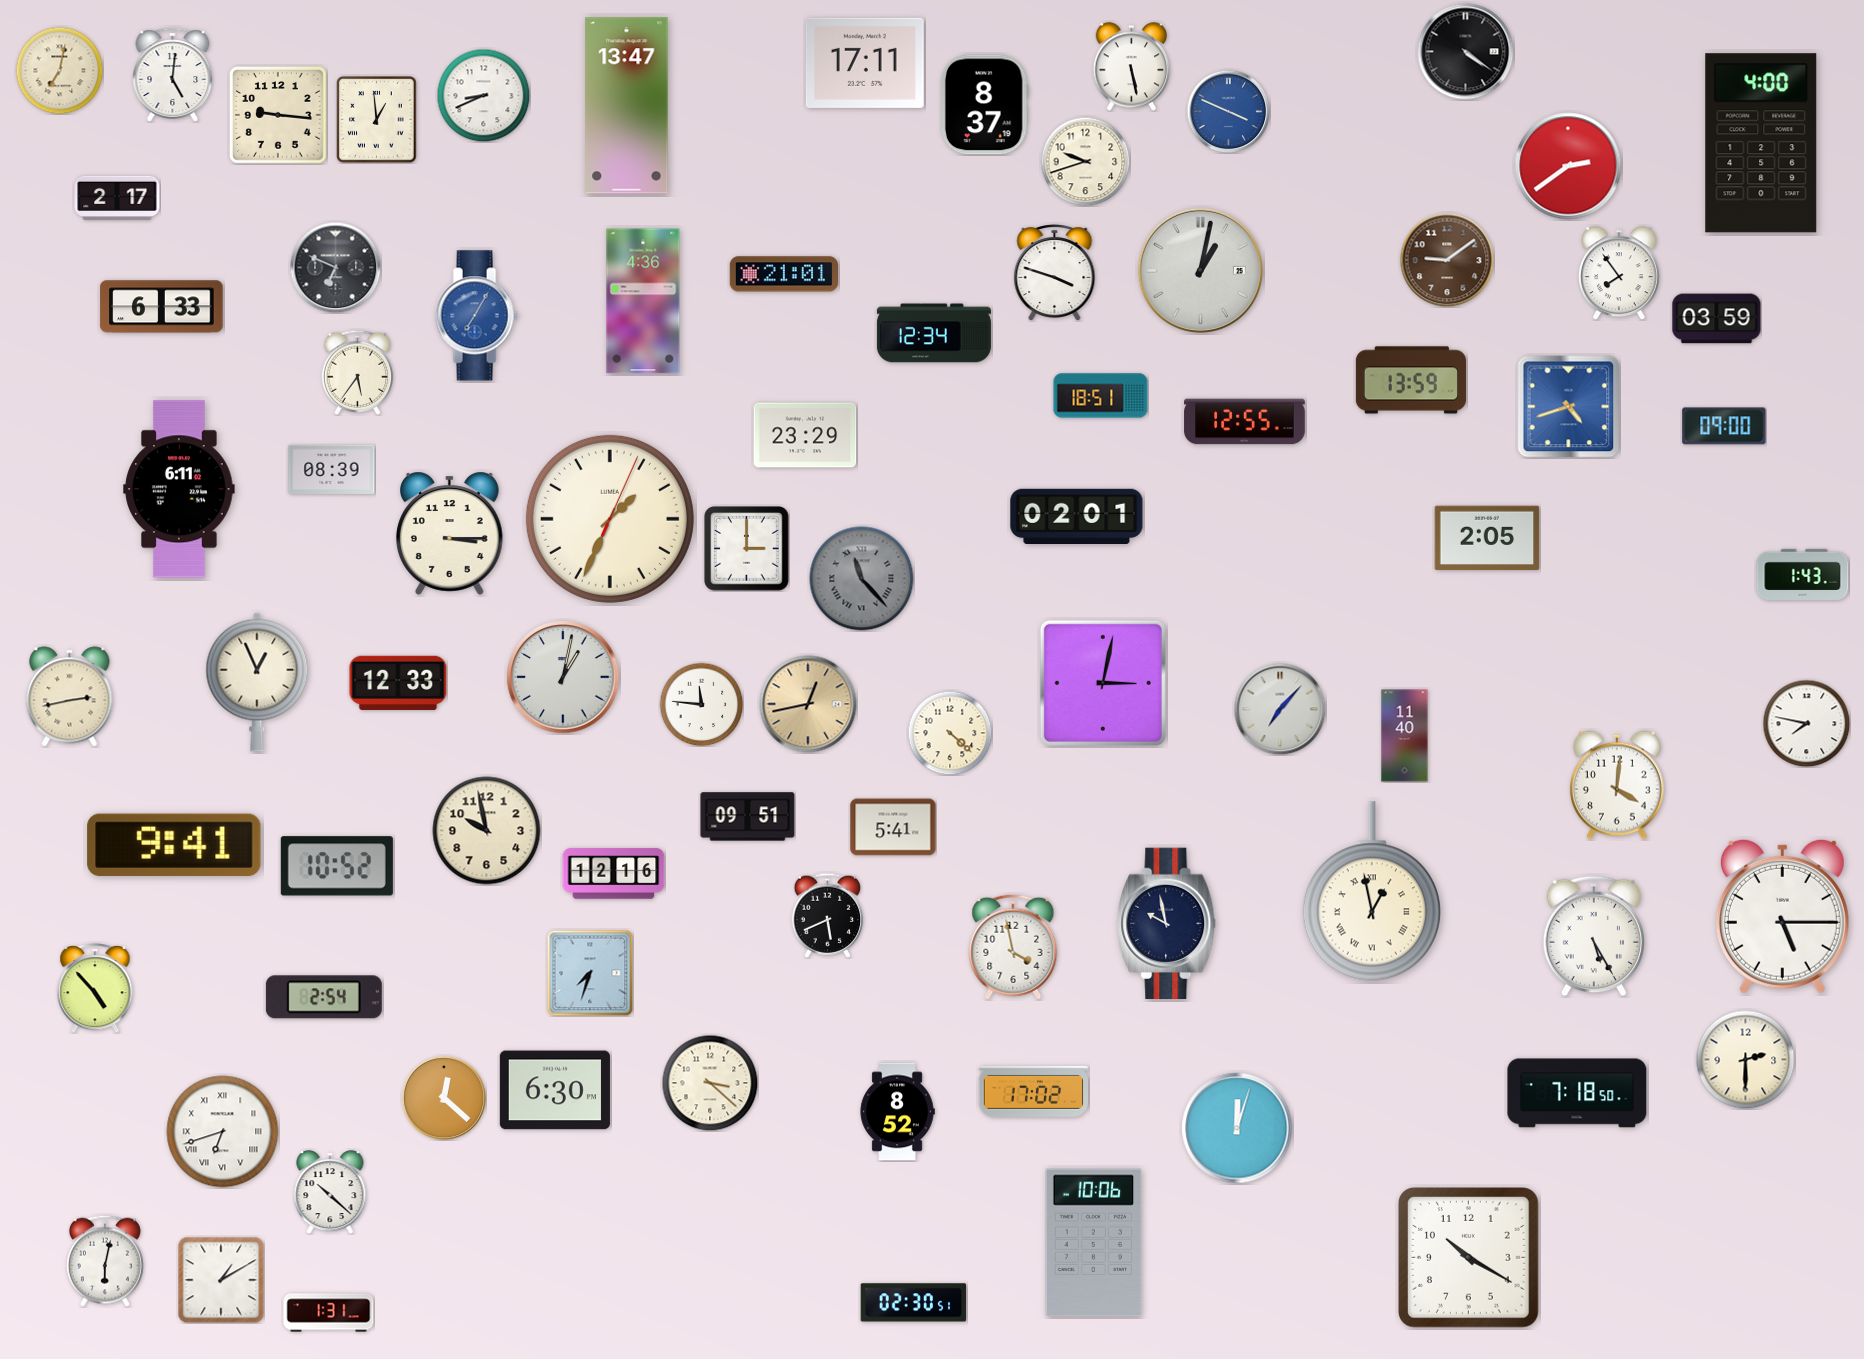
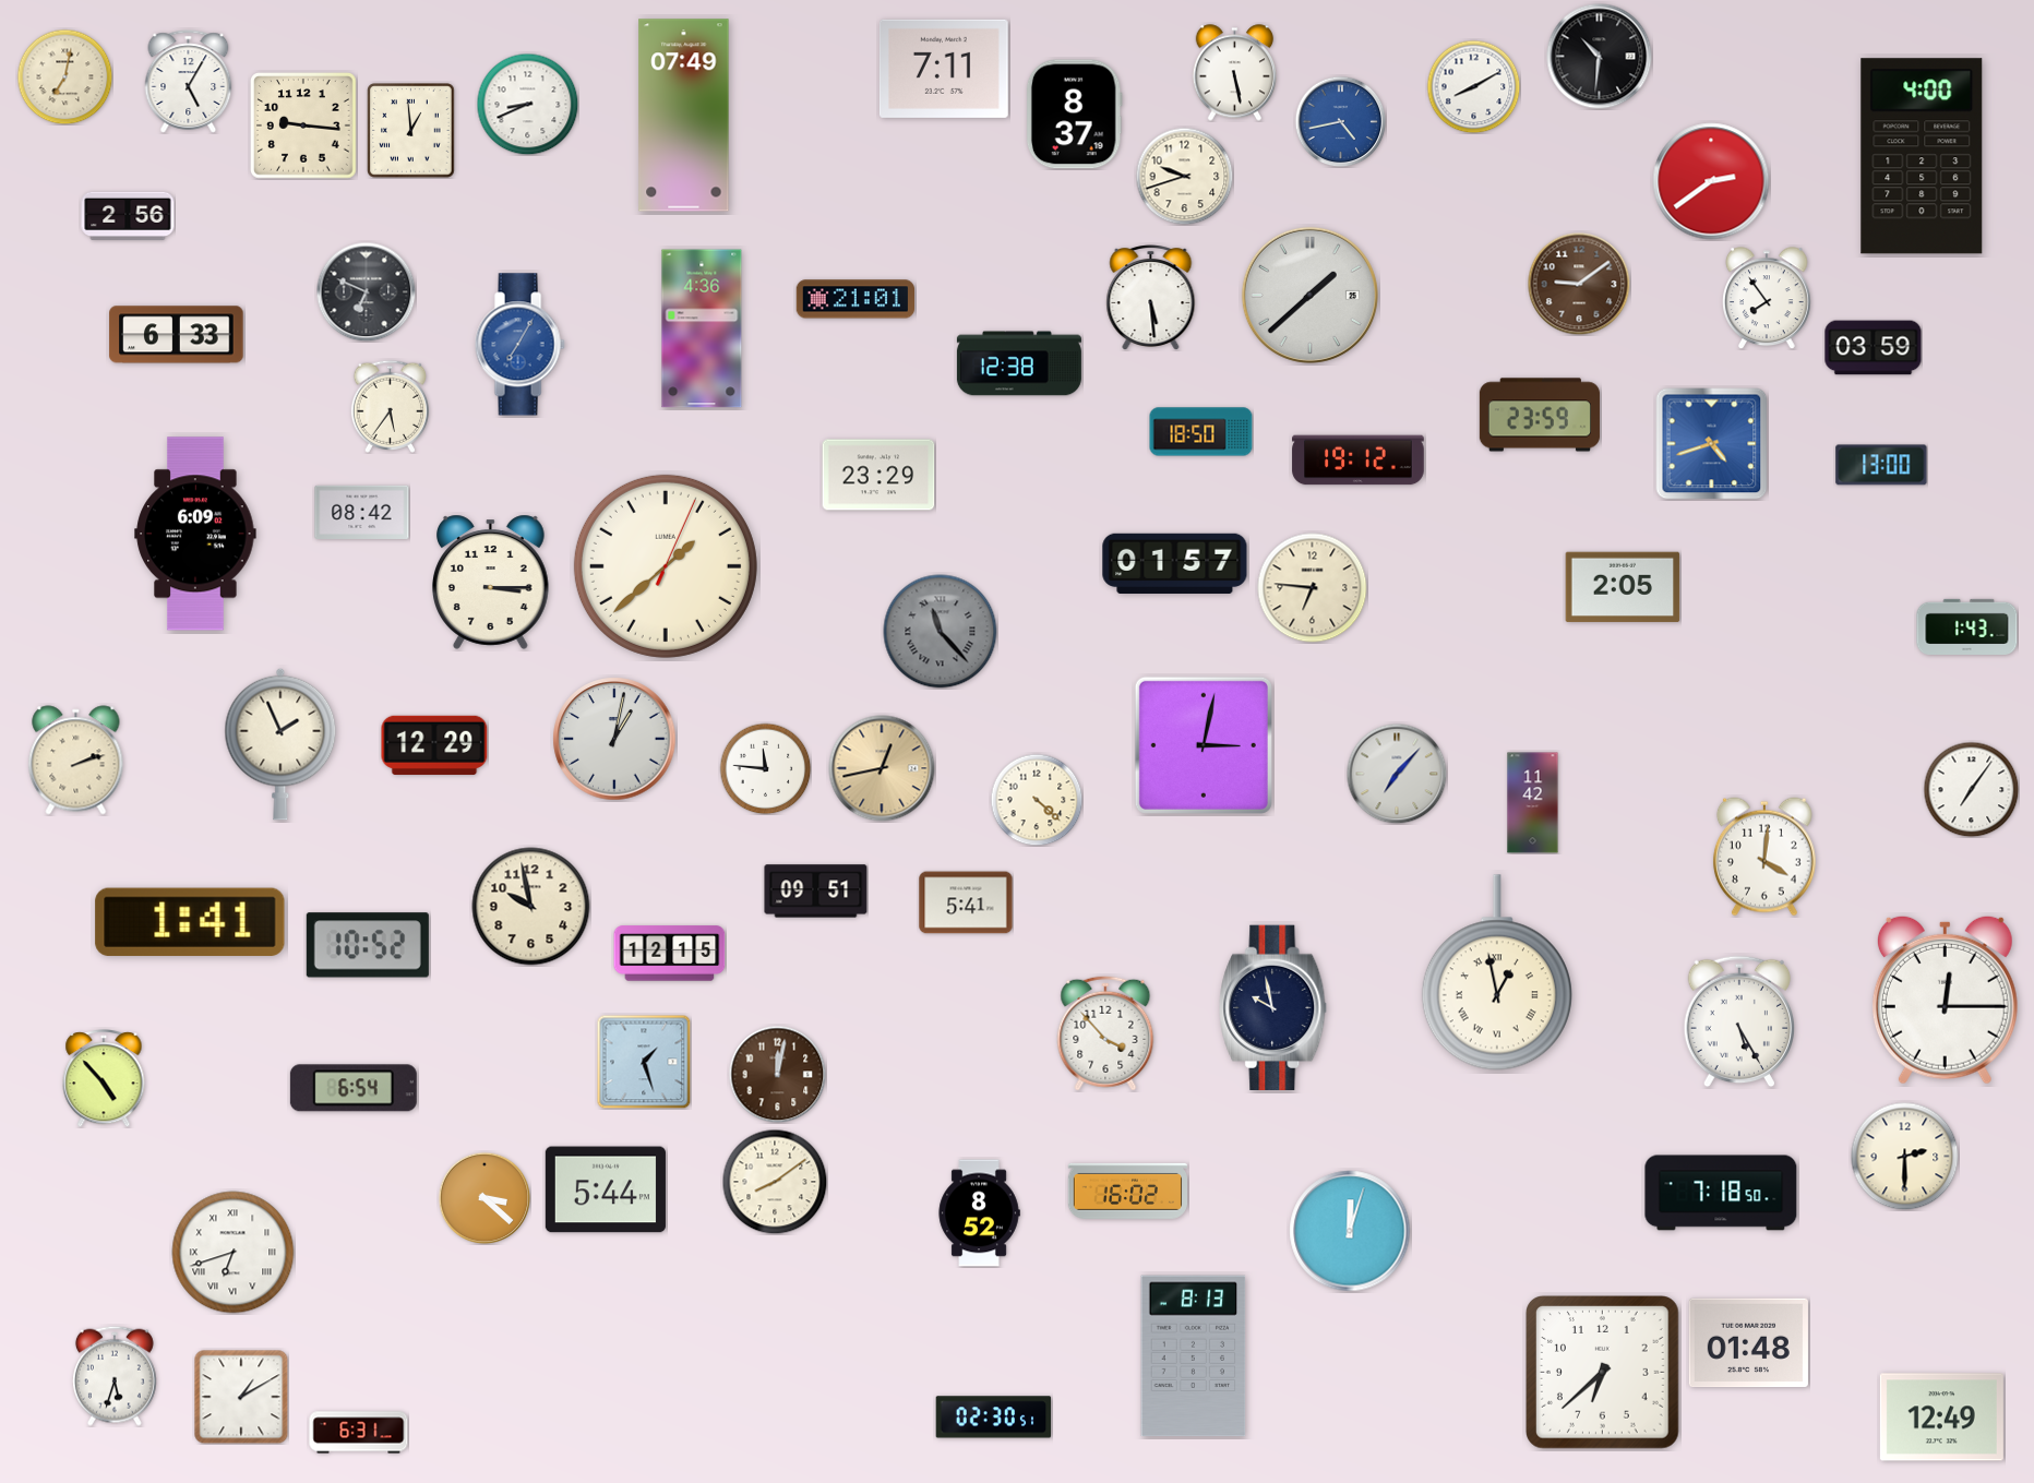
clock at (1466, 52): 4:21 -> 10:31
clock at (865, 63): 17:11 -> 7:11
clock at (173, 75): 5:01 -> 5:05
clock at (1473, 86): none -> 8:10
clock at (627, 106): 13:47 -> 07:49
clock at (1228, 111): 3:49 -> 4:43
clock at (117, 198): 2:17 -> 2:56
clock at (1200, 270): 1:02 -> 1:38
clock at (1055, 273): 3:48 -> 5:29
clock at (934, 333): 12:34 -> 12:38
clock at (1411, 380): 13:59 -> 23:59
clock at (1101, 396): 18:51 -> 18:50
clock at (1245, 422): 12:55 -> 19:12
clock at (1724, 426): 09:00 -> 13:00
clock at (332, 469): 08:39 -> 08:42
clock at (179, 489): 6:11 -> 6:09
clock at (1077, 516): 02:01 -> 01:57
clock at (610, 519): 1:34 -> 1:38
clock at (1313, 588): none -> 6:46
clock at (747, 549): 3:00 -> none
clock at (257, 682): 12:56 -> 1:56
clock at (398, 683): 12:33 -> 12:29
clock at (70, 697): 2:43 -> 2:12
clock at (1806, 723): 7:47 -> 7:06
clock at (1405, 736): 11:40 -> 11:42
clock at (893, 827) position: (893, 827) -> (966, 902)
clock at (174, 845): 9:41 -> 1:41
clock at (614, 874): 12:16 -> 12:15
clock at (827, 915): 5:41 -> none
clock at (1782, 916): 5:15 -> 12:15
clock at (1013, 947): 3:58 -> 3:53
clock at (590, 973): 7:33 -> 1:27
clock at (777, 1074): none -> 12:02
clock at (324, 997): 2:54 -> 6:54
clock at (710, 1083): 3:22 -> 8:09
clock at (555, 1090): 6:30 -> 5:44
clock at (1033, 1091): 17:02 -> 16:02
clock at (444, 1098): 12:22 -> 3:22
clock at (223, 1132) position: (223, 1132) -> (234, 1253)
clock at (330, 1192): 10:22 -> none
clock at (1748, 1343): none -> 01:48
clock at (1094, 1243): 10:06 -> 8:13
clock at (1469, 1258): 10:20 -> 6:38
clock at (105, 1261): 6:02 -> 5:33
clock at (1941, 1418): none -> 12:49
clock at (914, 1303) position: (914, 1303) -> (994, 1418)
clock at (329, 1313): 1:31 -> 6:31
